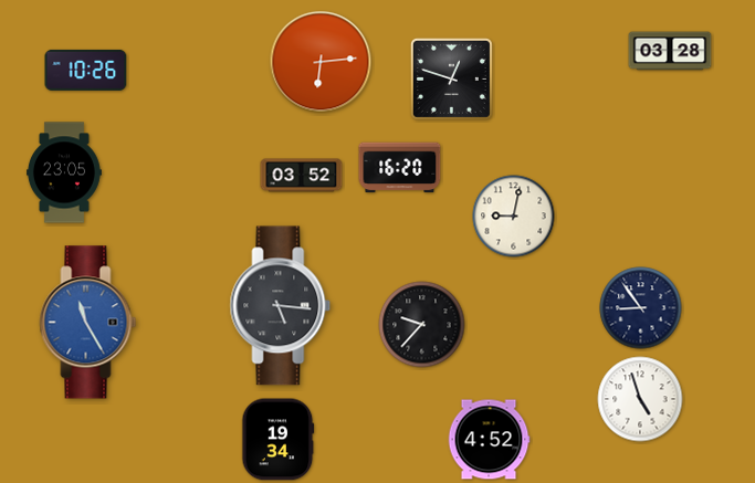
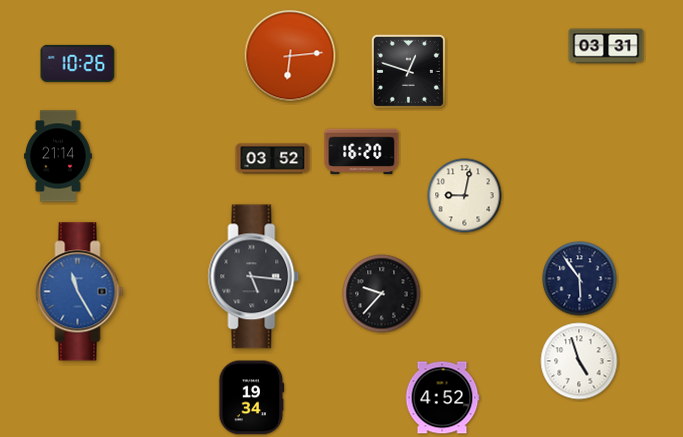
clock at (670, 51): 03:28 -> 03:31
clock at (64, 172): 23:05 -> 21:14
clock at (641, 308): 8:54 -> 5:54
